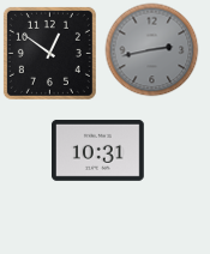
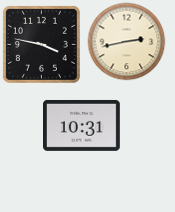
clock at (151, 49) dial: grey -> cream
clock at (49, 53): 12:51 -> 3:47
